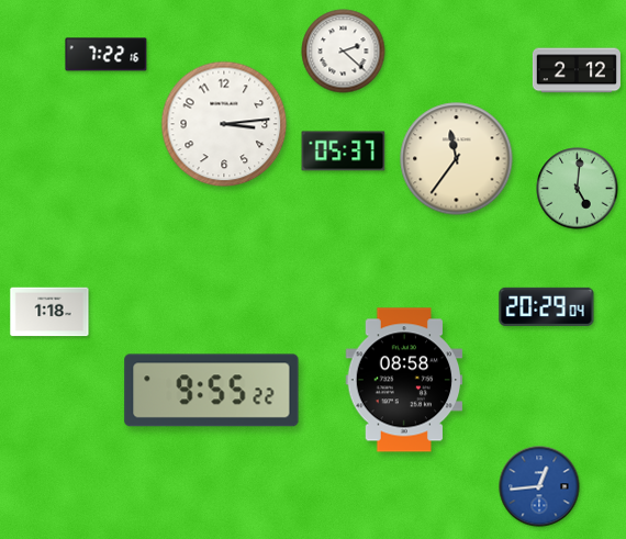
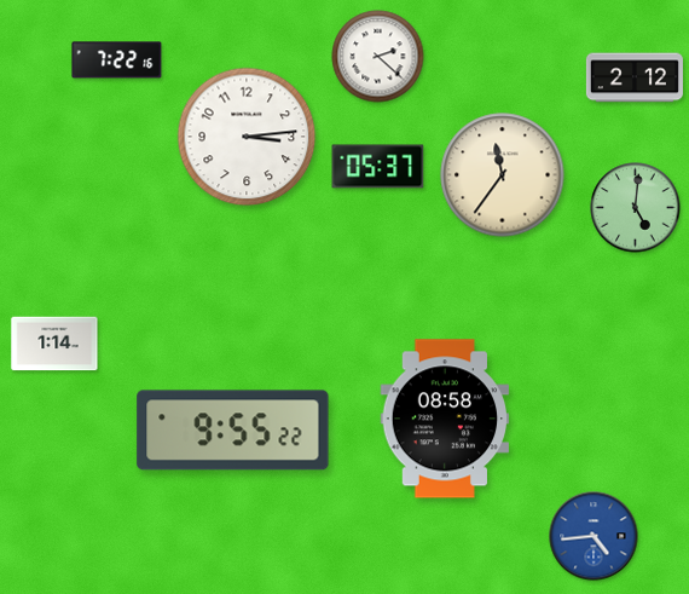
clock at (547, 306): 20:29 -> none
clock at (49, 312): 1:18 -> 1:14
clock at (539, 486): 12:44 -> 4:44
